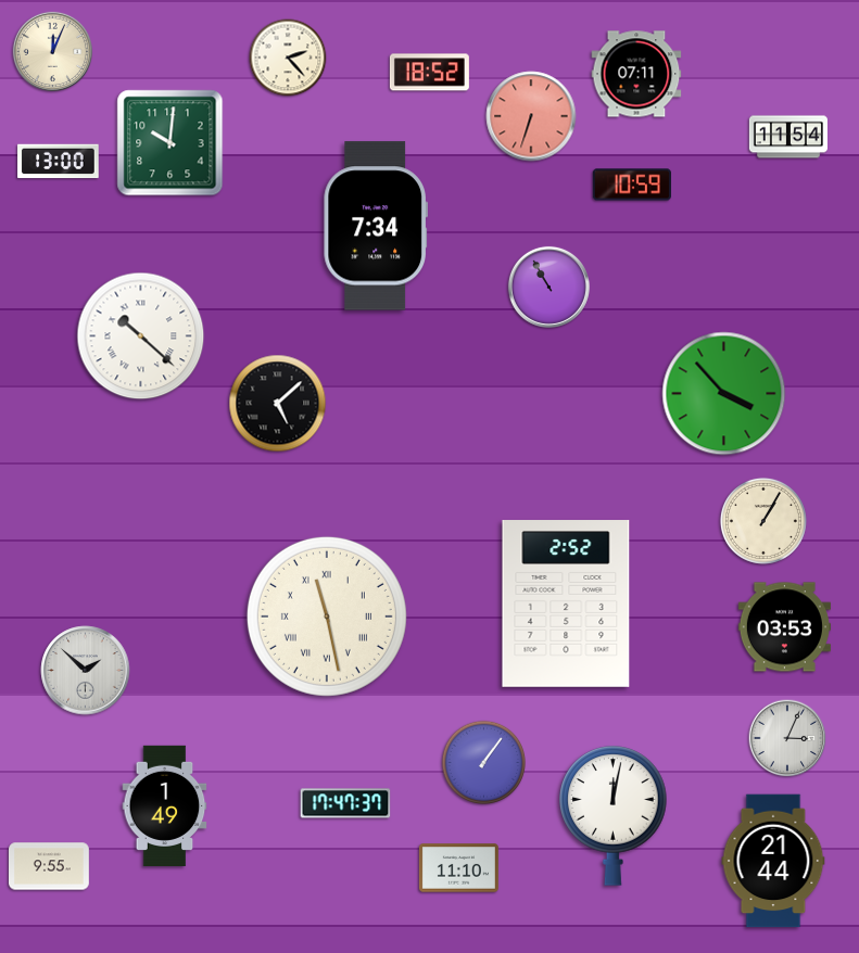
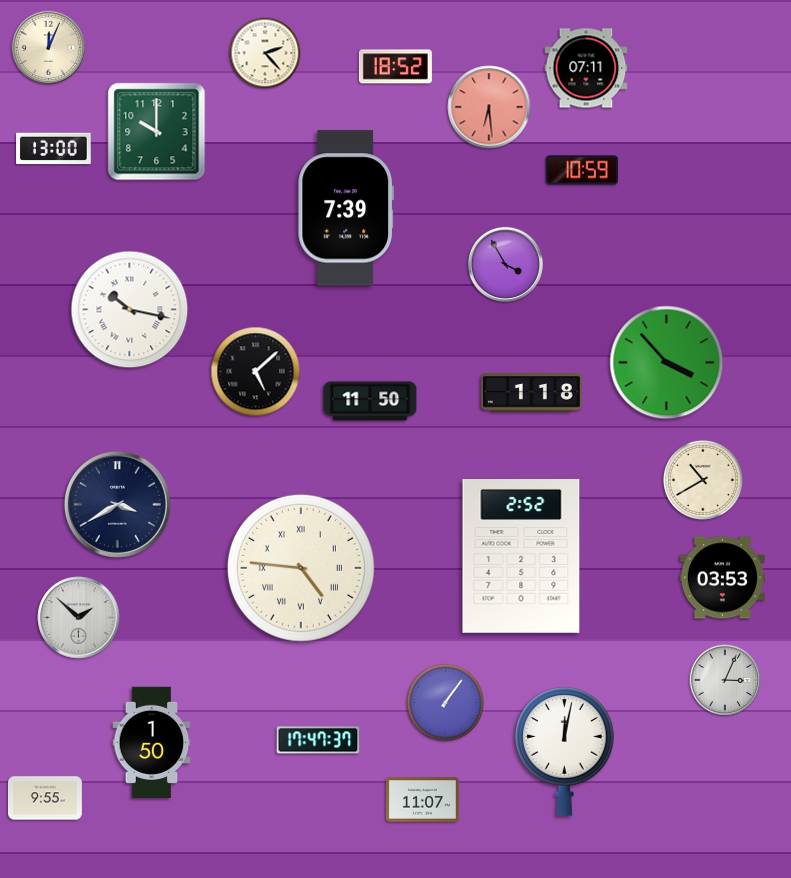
clock at (531, 116): 6:33 -> 6:29
clock at (788, 137): 11:54 -> none
clock at (170, 143): 10:01 -> 10:00
clock at (375, 226): 7:34 -> 7:39
clock at (548, 287): 10:55 -> 3:55
clock at (141, 336): 10:22 -> 10:17
clock at (532, 393): none -> 1:18
clock at (370, 401): none -> 11:50
clock at (763, 521): 1:05 -> 10:40
clock at (117, 504): none -> 3:40
clock at (327, 617): 11:28 -> 4:46
clock at (165, 805): 1:49 -> 1:50
clock at (773, 861): 21:44 -> none
clock at (458, 868): 11:10 -> 11:07
